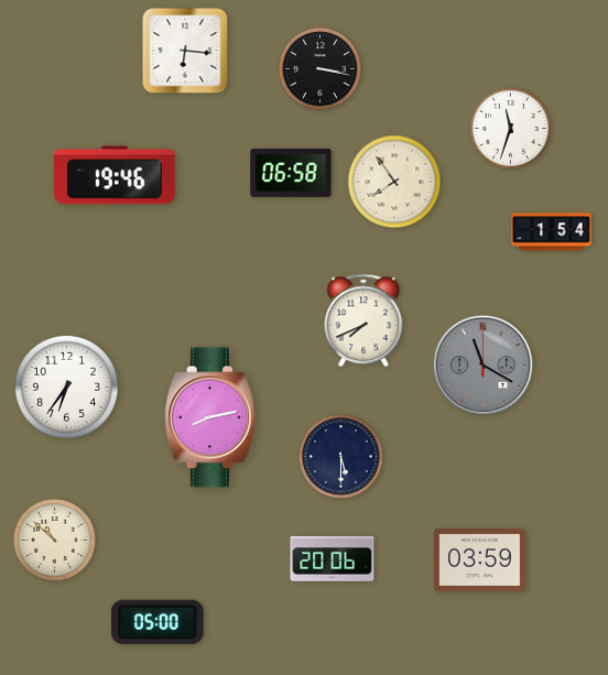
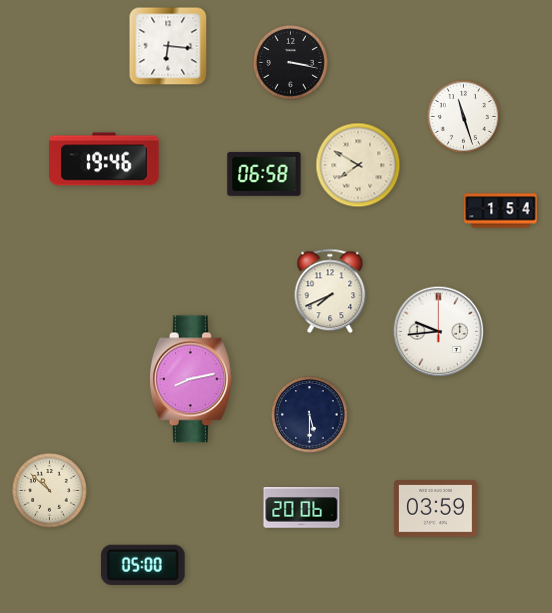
clock at (510, 128): 11:33 -> 11:27
clock at (291, 173) position: (291, 173) -> (264, 174)
clock at (394, 182): 7:54 -> 7:50
clock at (484, 366): 11:20 -> 9:44
clock at (484, 366) dial: grey -> white
clock at (66, 387): 6:36 -> none
